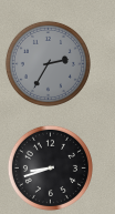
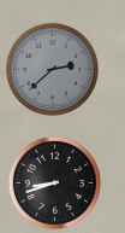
clock at (48, 63): 2:35 -> 2:38
